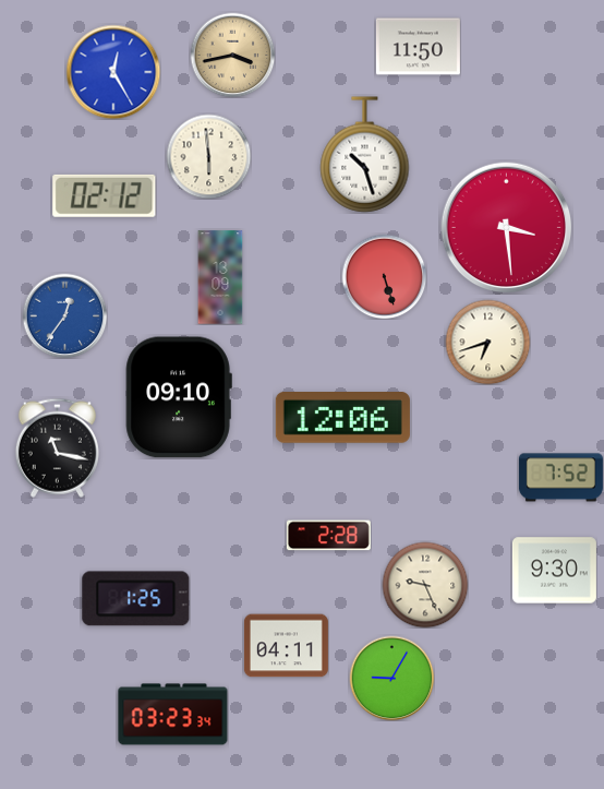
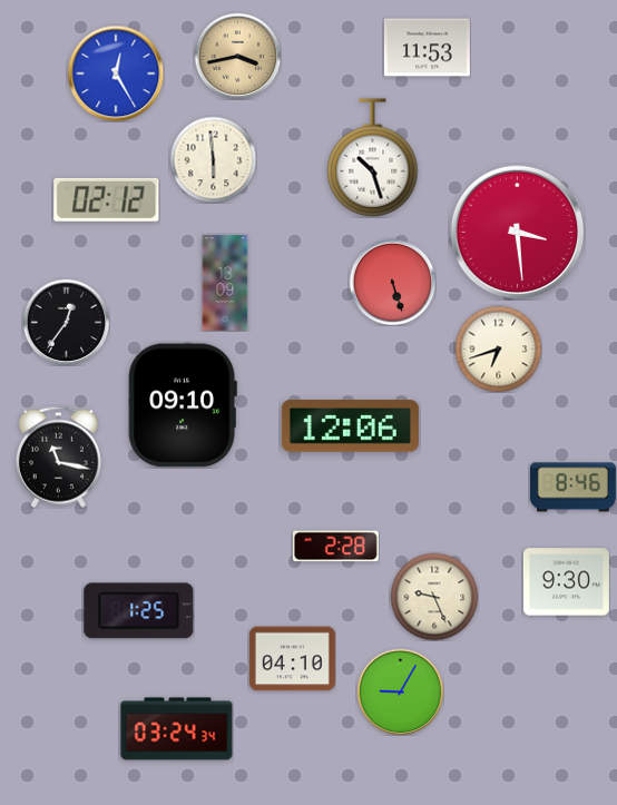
clock at (418, 47): 11:50 -> 11:53
clock at (64, 315) dial: blue -> black
clock at (560, 478): 7:52 -> 8:46
clock at (286, 646): 04:11 -> 04:10
clock at (173, 715): 03:23 -> 03:24
